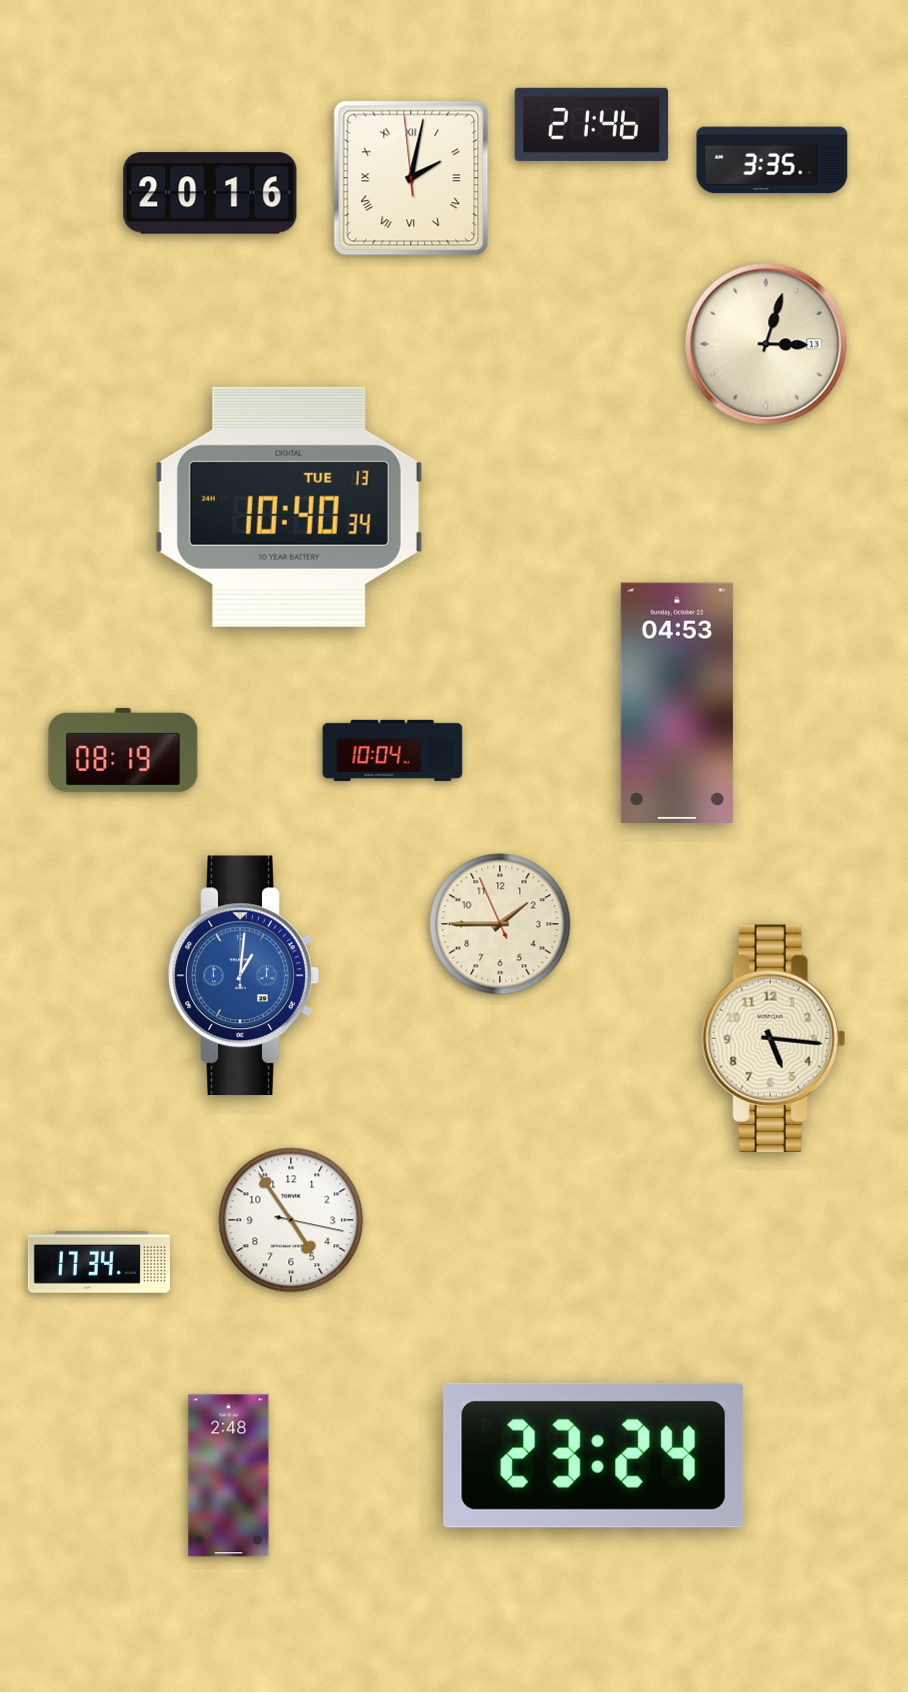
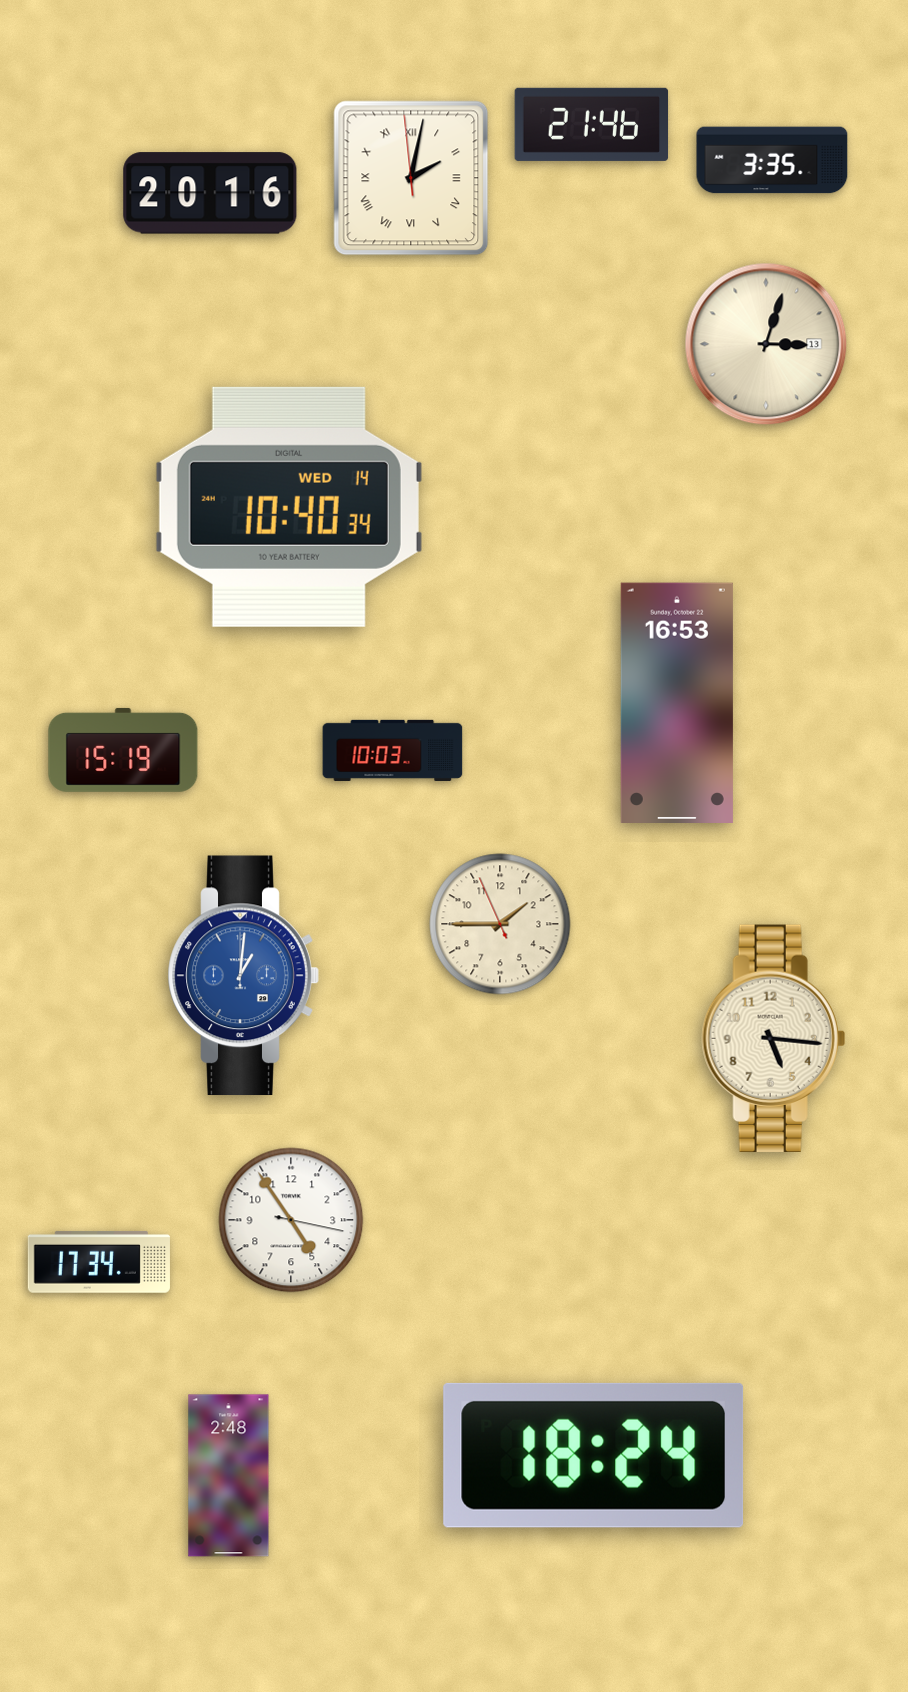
clock at (289, 507) date: TUE 13 -> WED 14
clock at (677, 702): 04:53 -> 16:53
clock at (123, 750): 08:19 -> 15:19
clock at (393, 750): 10:04 -> 10:03
clock at (594, 1455): 23:24 -> 18:24
